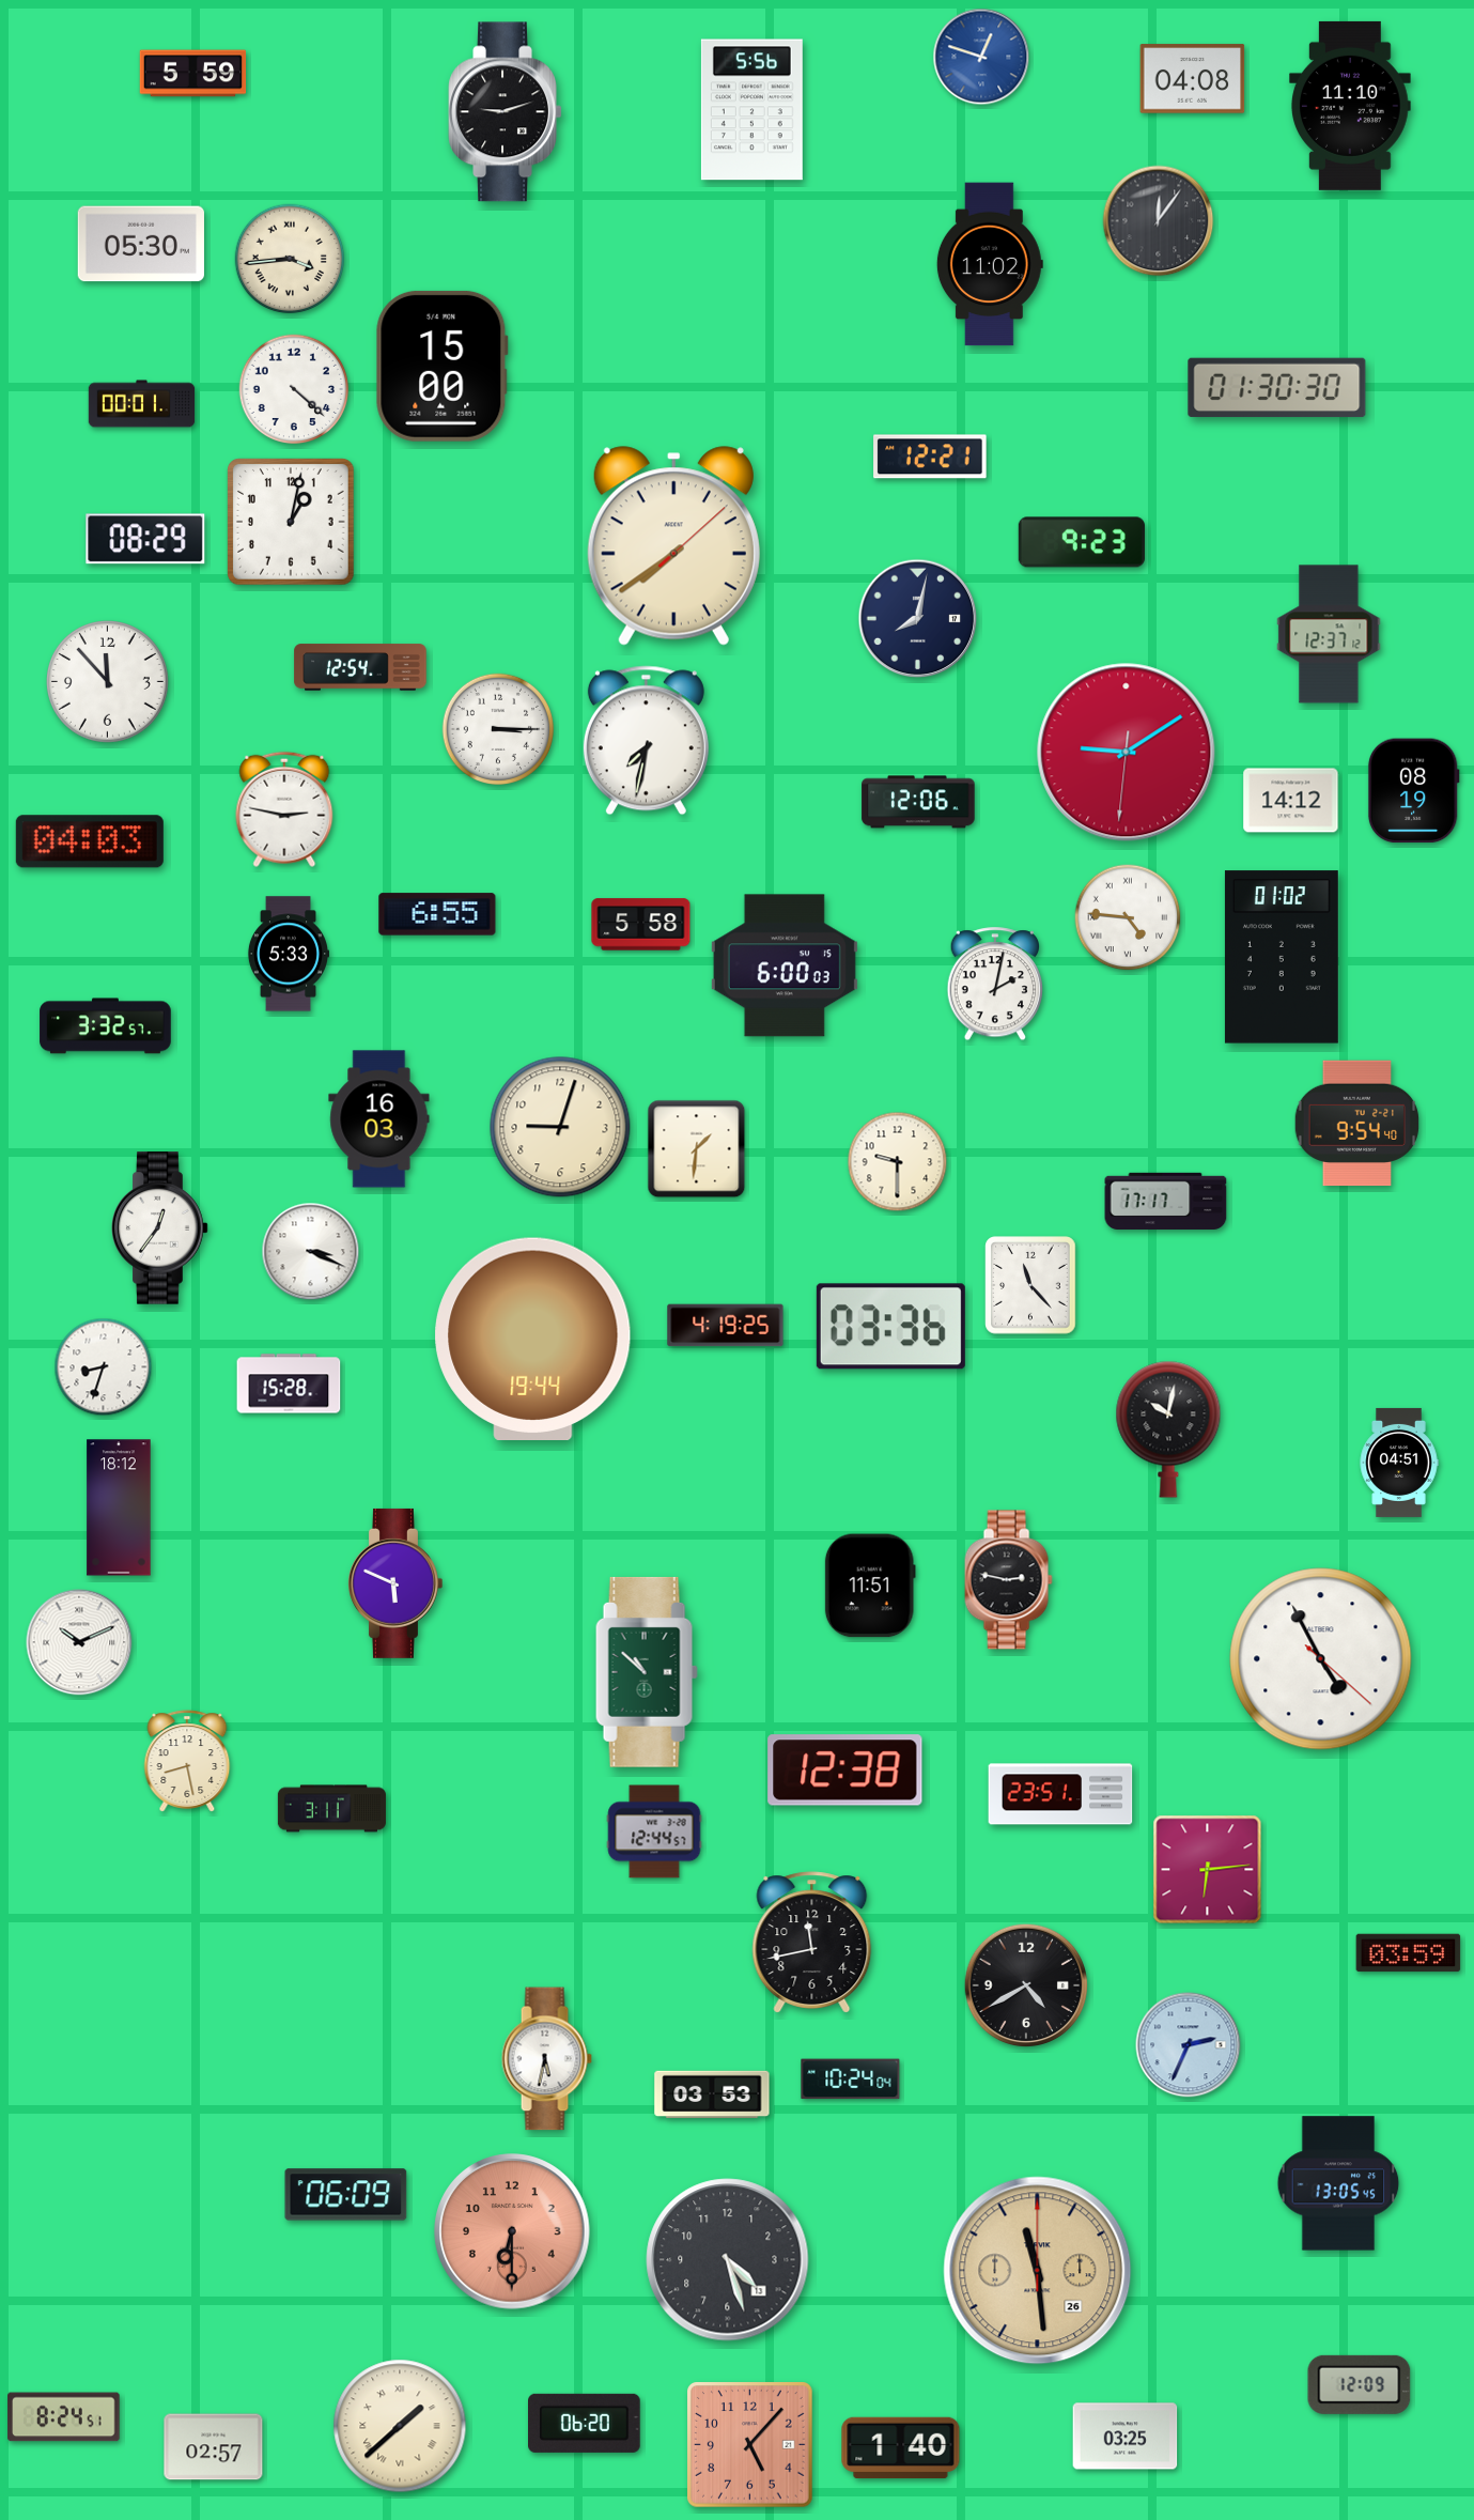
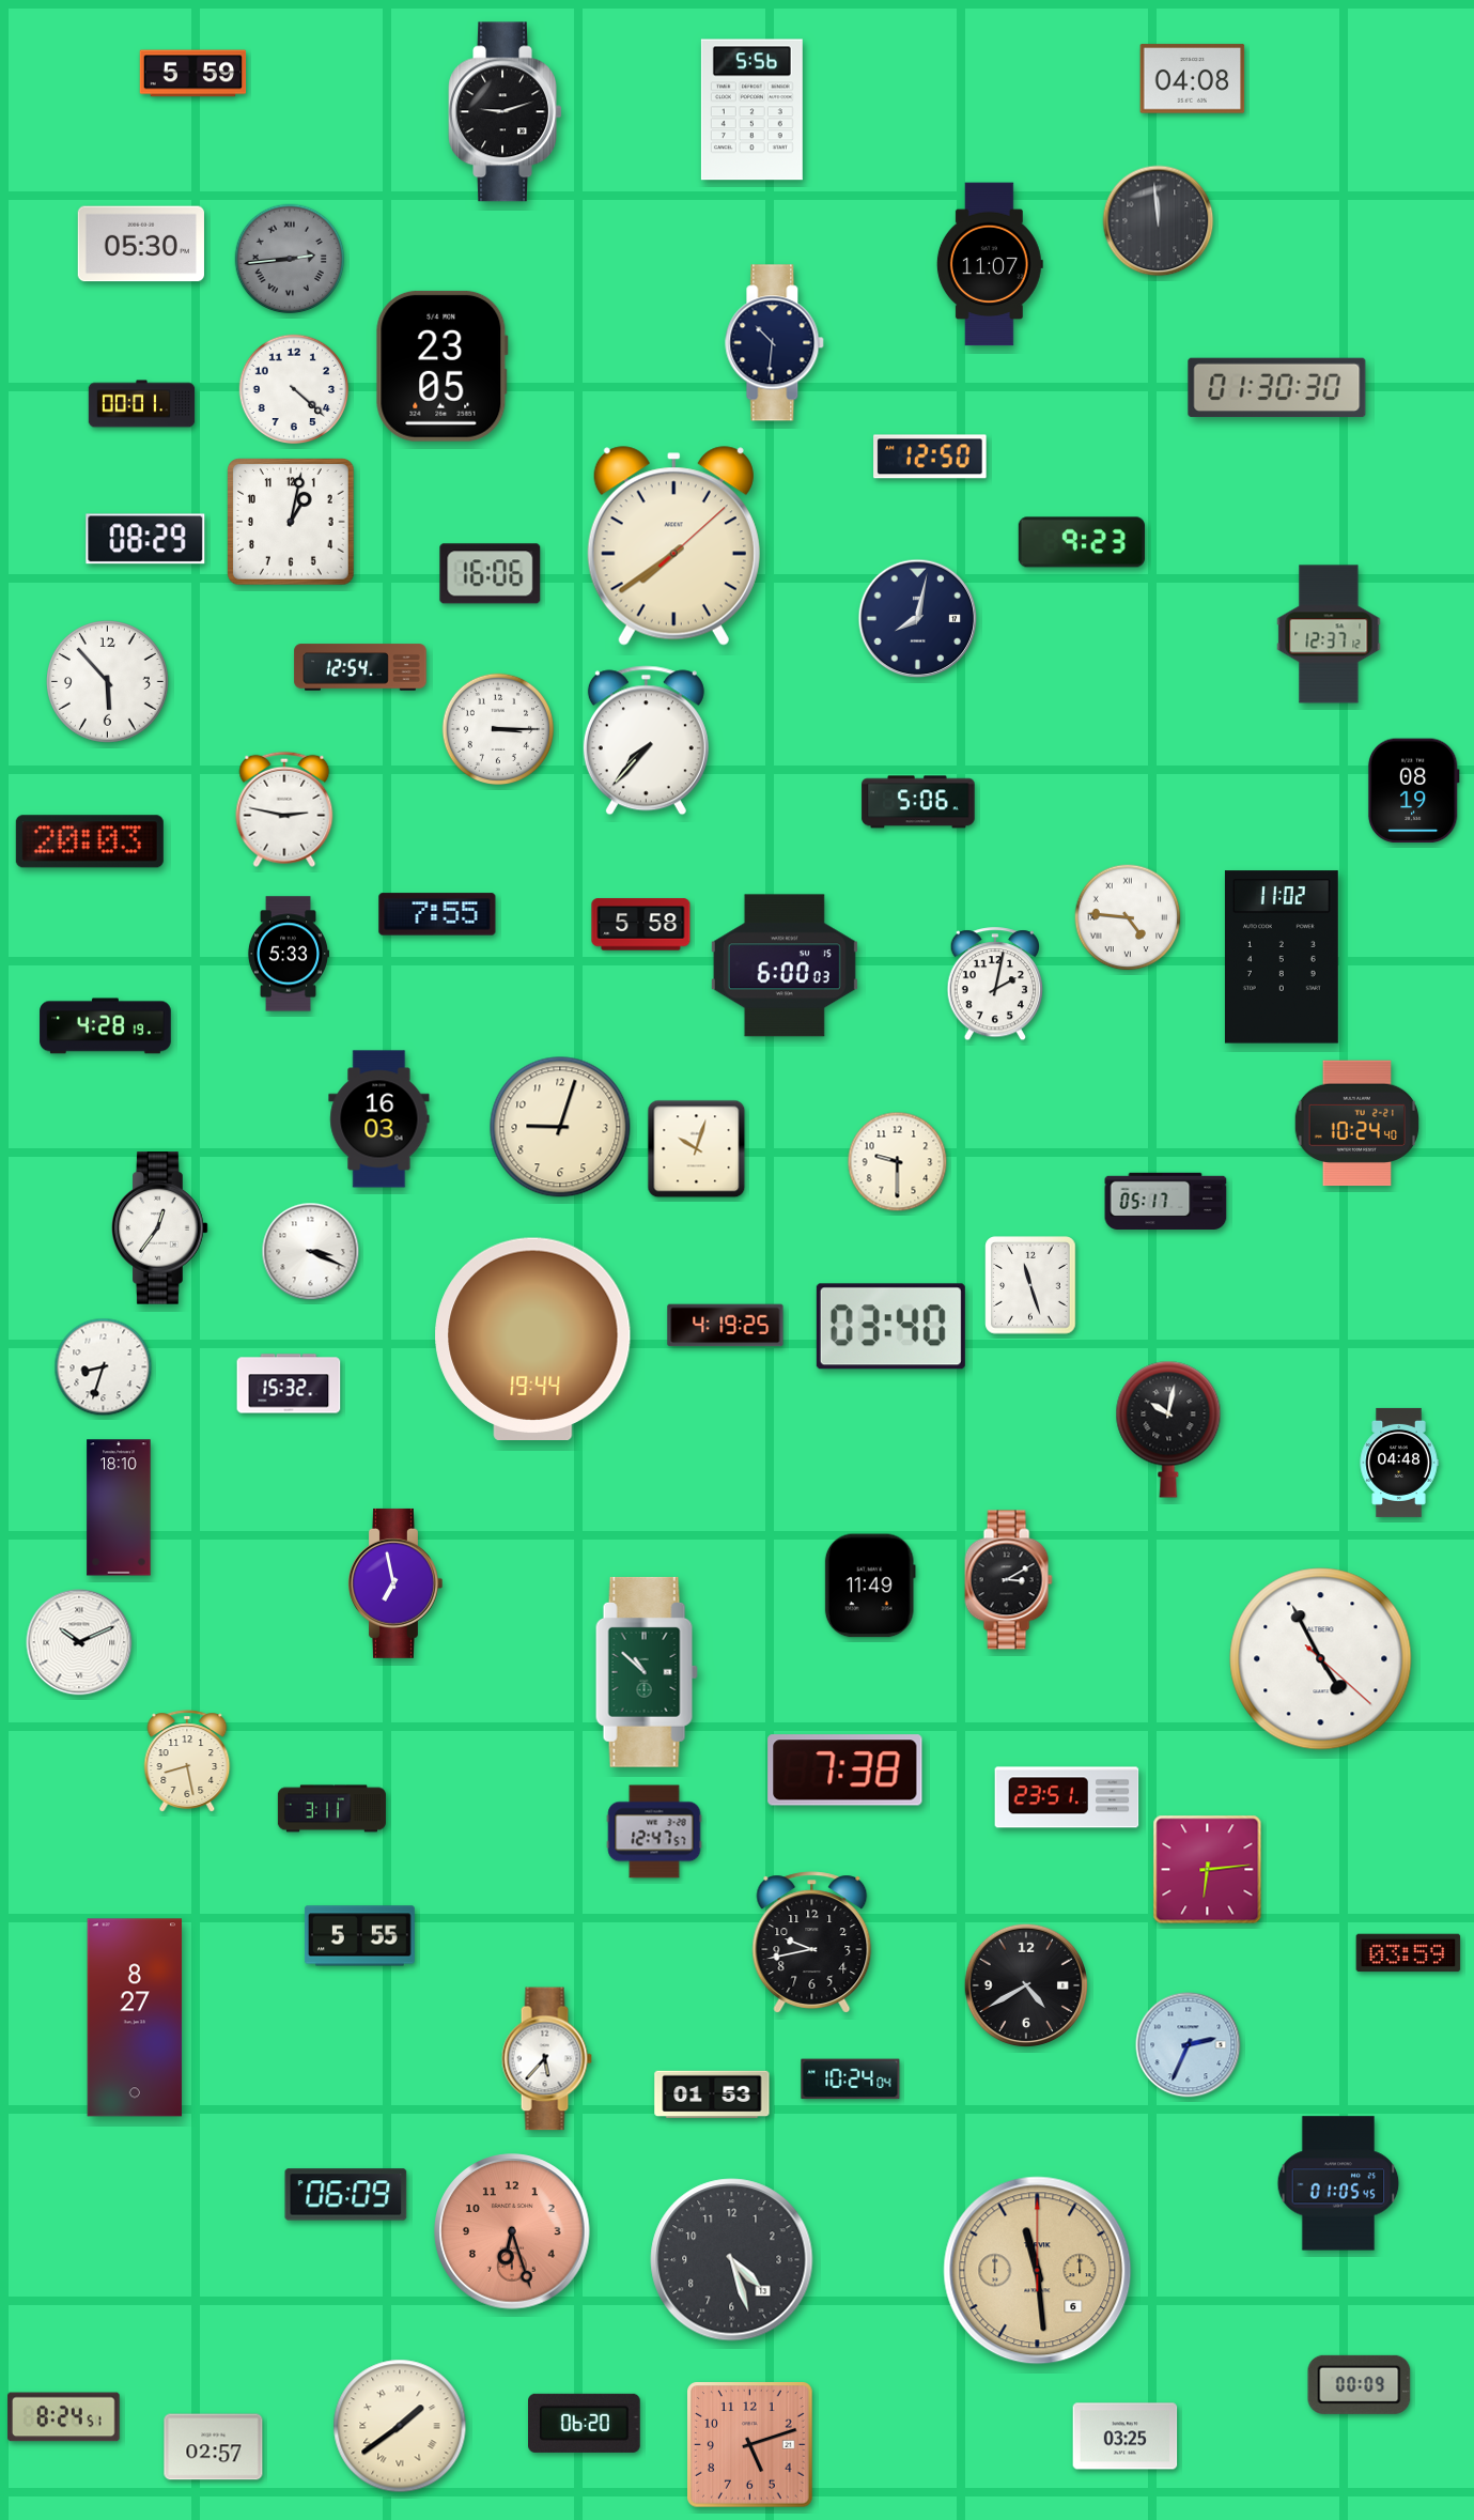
clock at (981, 57): 12:48 -> none
clock at (1350, 106): 11:10 -> none
clock at (1159, 221): 12:06 -> 11:59
clock at (290, 259): 3:44 -> 2:44
clock at (290, 259) dial: cream -> grey
clock at (990, 264): 11:02 -> 11:07
clock at (775, 343): none -> 10:31
clock at (441, 366): 15:00 -> 23:05
clock at (930, 457): 12:21 -> 12:50
clock at (491, 574): none -> 16:06
clock at (108, 682): 11:53 -> 5:53
clock at (646, 741): 7:32 -> 7:37
clock at (1127, 753): 9:09 -> none
clock at (1291, 801): 14:12 -> none
clock at (918, 802): 12:06 -> 5:06
clock at (90, 841): 04:03 -> 20:03
clock at (437, 914): 6:55 -> 7:55
clock at (1282, 957): 01:02 -> 11:02
clock at (106, 1026): 3:32 -> 4:28
clock at (1357, 1124): 9:54 -> 10:24
clock at (697, 1149): 1:31 -> 10:03
clock at (1166, 1201): 17:17 -> 05:17
clock at (1030, 1285): 11:23 -> 11:27
clock at (890, 1327): 03:36 -> 03:40
clock at (289, 1383): 15:28 -> 15:32
clock at (1399, 1463): 04:51 -> 04:48
clock at (119, 1508): 18:12 -> 18:10
clock at (1008, 1580): 2:47 -> 3:10
clock at (395, 1583): 5:49 -> 6:58
clock at (870, 1586): 11:51 -> 11:49
clock at (845, 1771): 12:38 -> 7:38
clock at (1060, 1794) position: (1060, 1794) -> (1067, 1797)
clock at (654, 1831): 12:44 -> 12:47
clock at (359, 1936): none -> 5:55
clock at (812, 1943): 11:43 -> 9:43
clock at (135, 2017): none -> 8:27
clock at (546, 2059): 5:32 -> 5:37
clock at (712, 2094): 03:53 -> 01:53
clock at (1338, 2183): 13:05 -> 01:05
clock at (512, 2231): 6:30 -> 6:27
clock at (728, 2260) position: (728, 2260) -> (732, 2260)
clock at (1038, 2271) date: 26 -> 6
clock at (1360, 2384): 12:09 -> 00:09
clock at (400, 2426): 1:38 -> 1:39
clock at (750, 2445): 5:07 -> 5:12
clock at (901, 2448): 1:40 -> none
